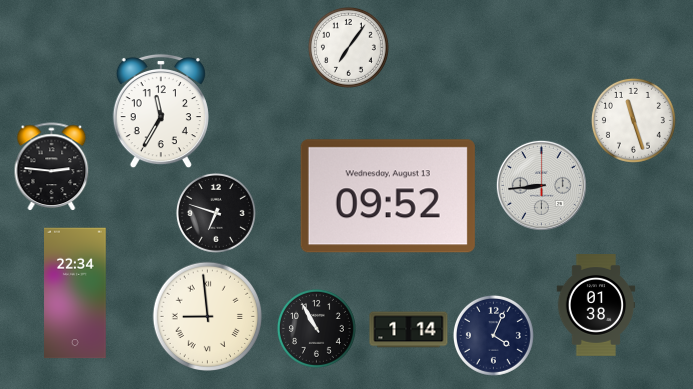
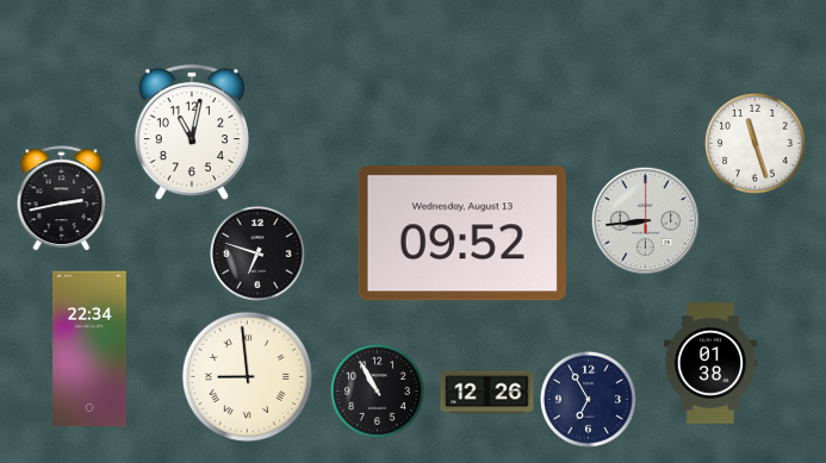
clock at (348, 47): 7:06 -> none
clock at (161, 111): 11:35 -> 11:02
clock at (52, 166): 2:46 -> 2:43
clock at (409, 330): 1:14 -> 12:26
clock at (493, 335): 4:04 -> 6:55
